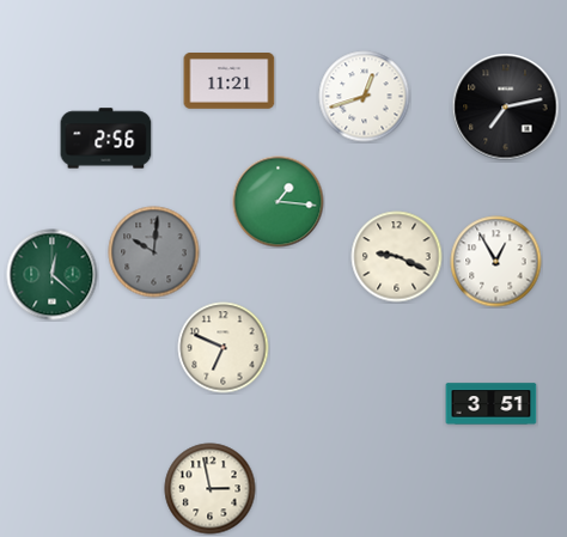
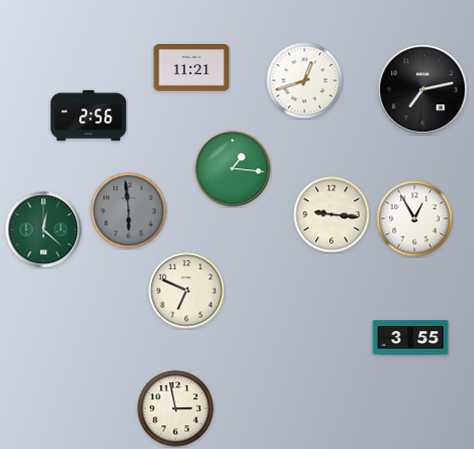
clock at (154, 252): 10:01 -> 5:59
clock at (397, 257): 9:19 -> 9:16
clock at (492, 404): 3:51 -> 3:55
